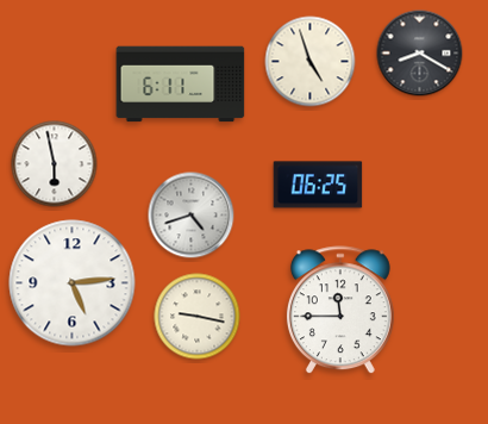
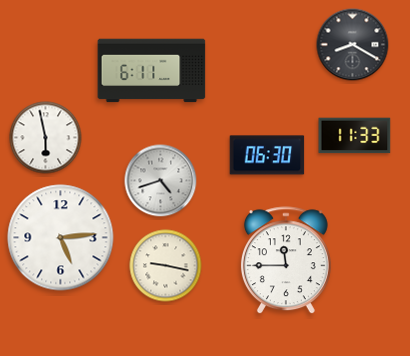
clock at (311, 62): 4:57 -> none
clock at (355, 136): none -> 11:33
clock at (318, 185): 06:25 -> 06:30
